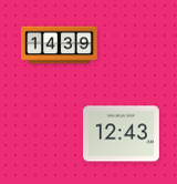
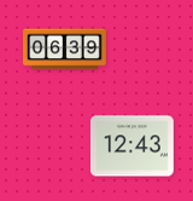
clock at (60, 45): 14:39 -> 06:39
